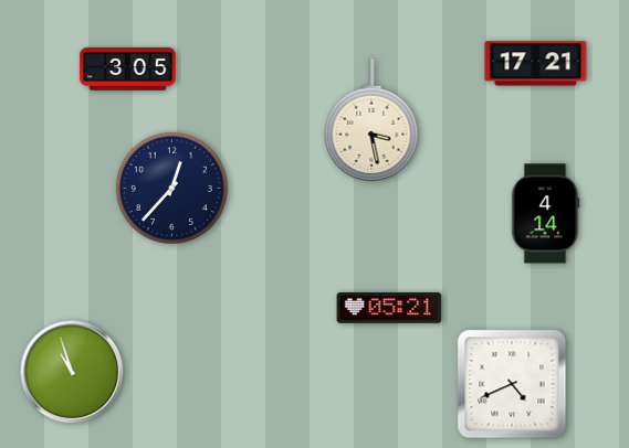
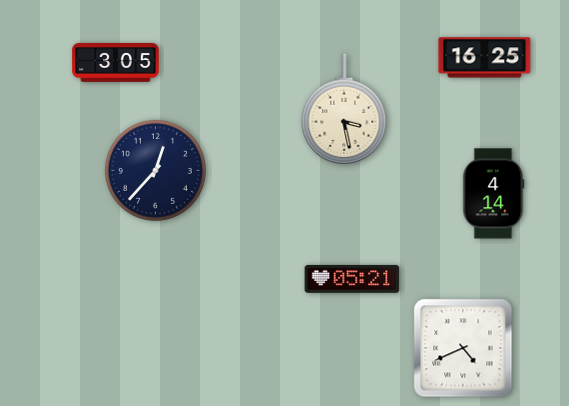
clock at (536, 64): 17:21 -> 16:25
clock at (371, 120) position: (371, 120) -> (344, 109)
clock at (72, 372): 10:57 -> none
